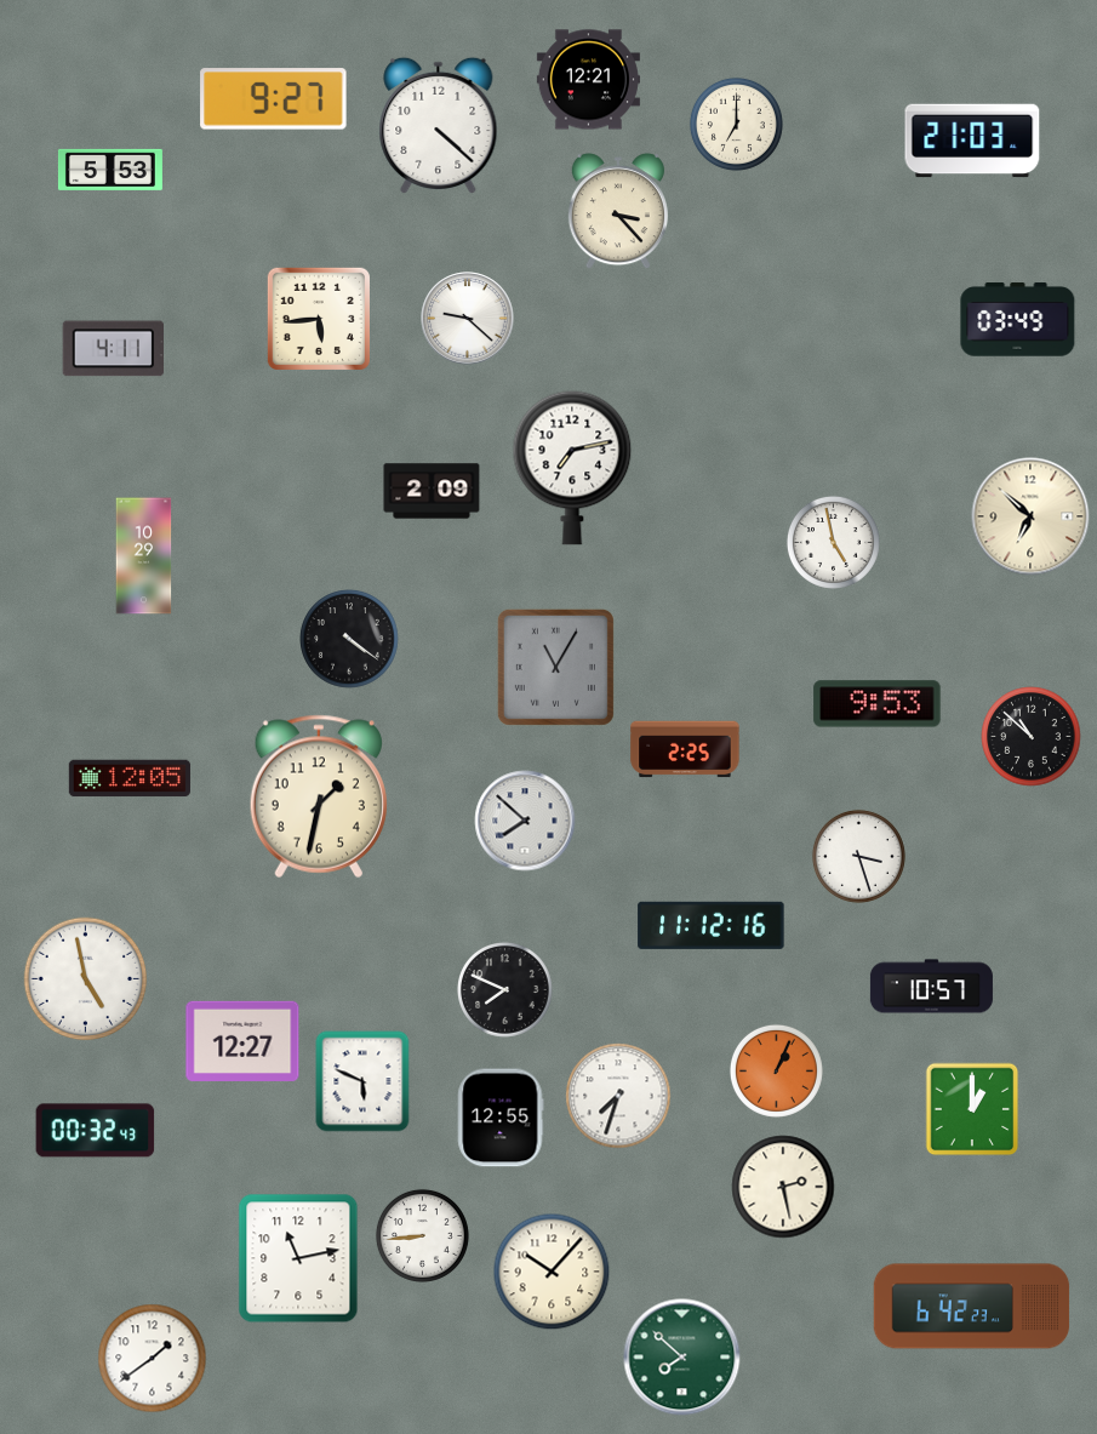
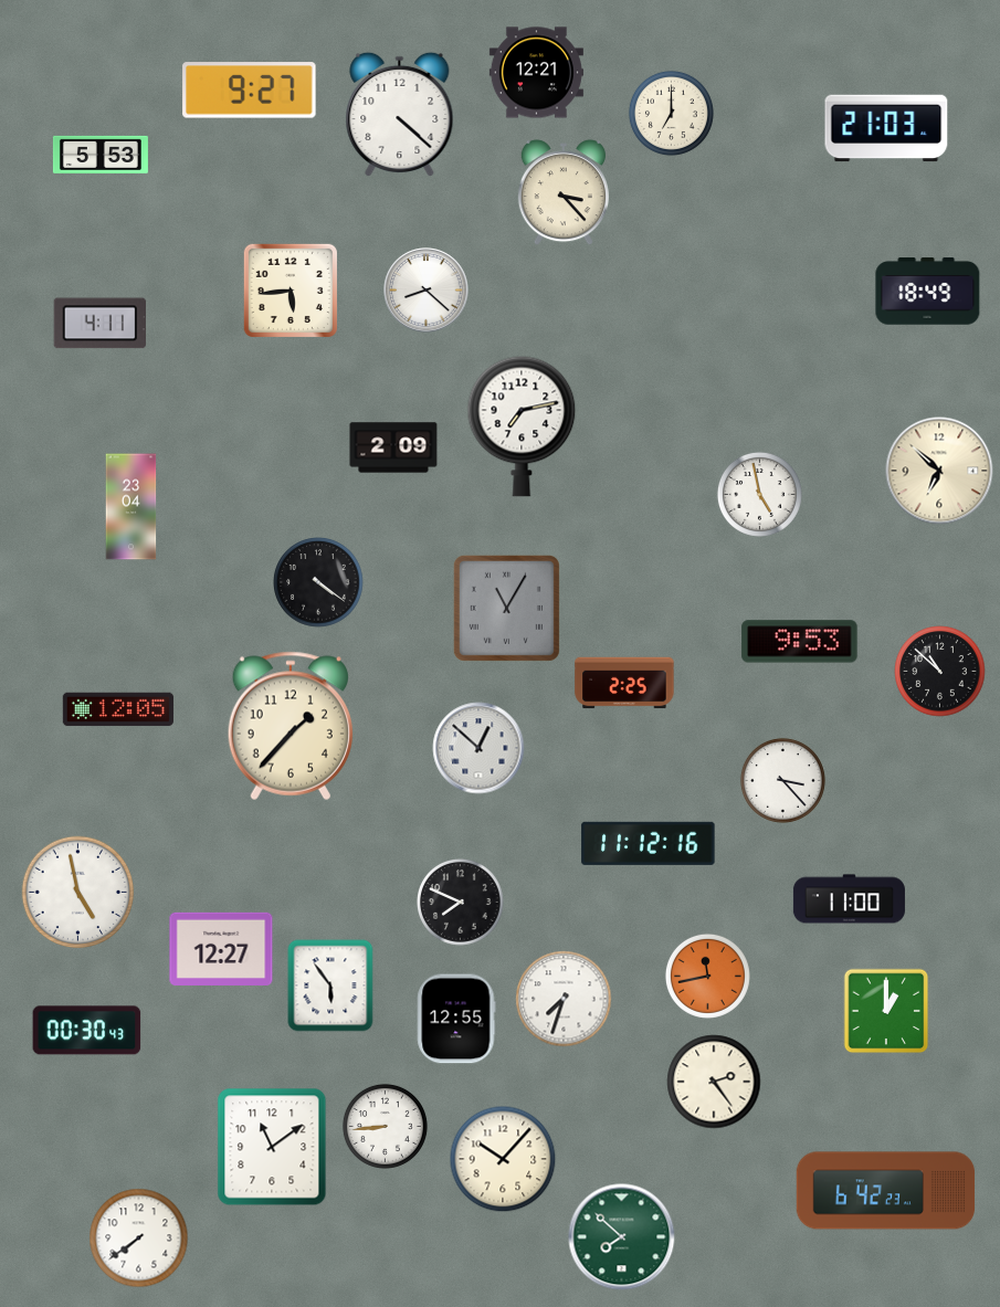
clock at (468, 319): 9:22 -> 8:22
clock at (1018, 320): 03:49 -> 18:49
clock at (113, 349) position: (113, 349) -> (99, 324)
clock at (144, 556): 10:29 -> 23:04
clock at (319, 796): 1:32 -> 1:37
clock at (525, 821): 7:52 -> 12:52
clock at (858, 856): 3:27 -> 3:23
clock at (931, 987): 10:57 -> 11:00
clock at (776, 1070): 1:04 -> 11:43
clock at (362, 1081): 5:49 -> 5:54
clock at (96, 1131): 00:32 -> 00:30
clock at (783, 1187): 2:28 -> 2:24
clock at (298, 1258): 11:13 -> 11:09
clock at (153, 1359): 1:39 -> 7:39
